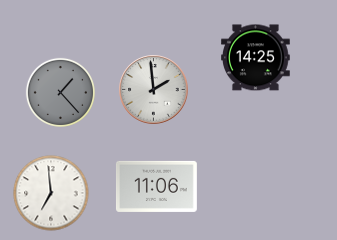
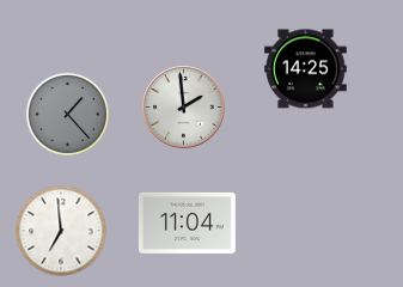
clock at (60, 92) position: (60, 92) -> (67, 114)
clock at (157, 186): 11:06 -> 11:04
